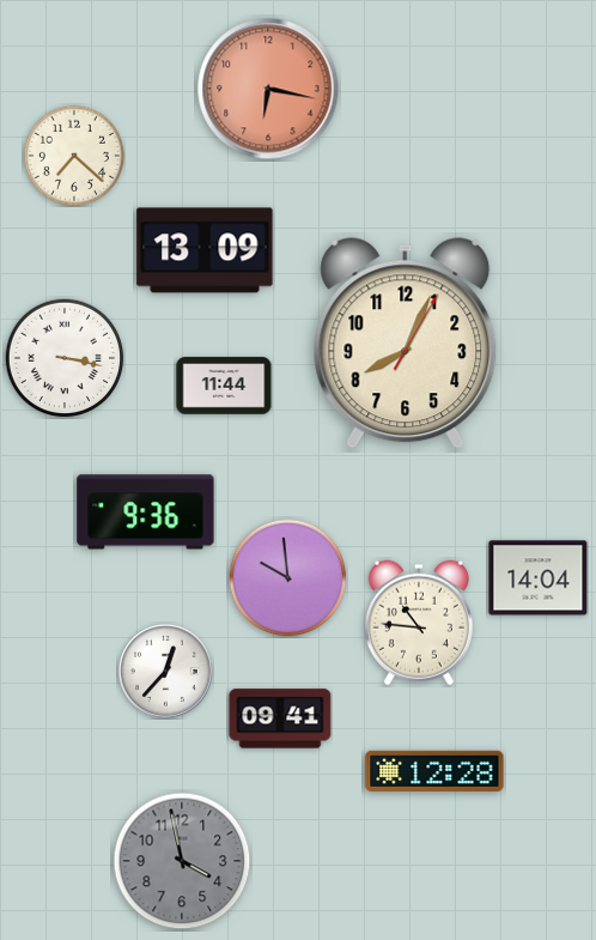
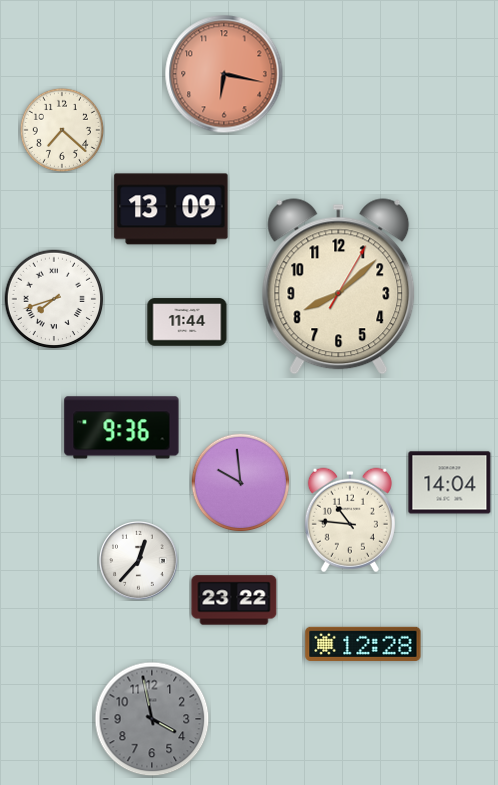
clock at (406, 344): 8:04 -> 8:08
clock at (65, 358): 3:17 -> 7:42
clock at (280, 718): 09:41 -> 23:22
